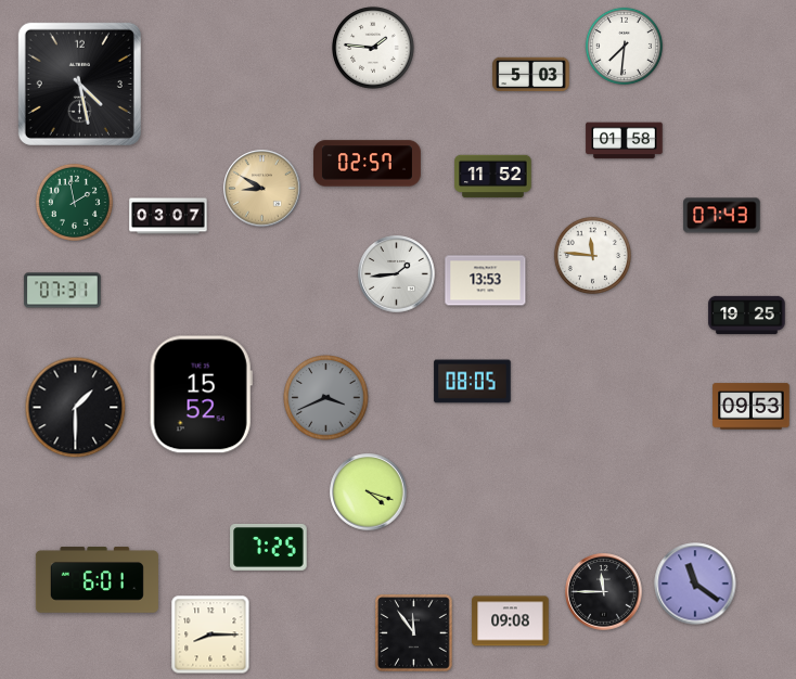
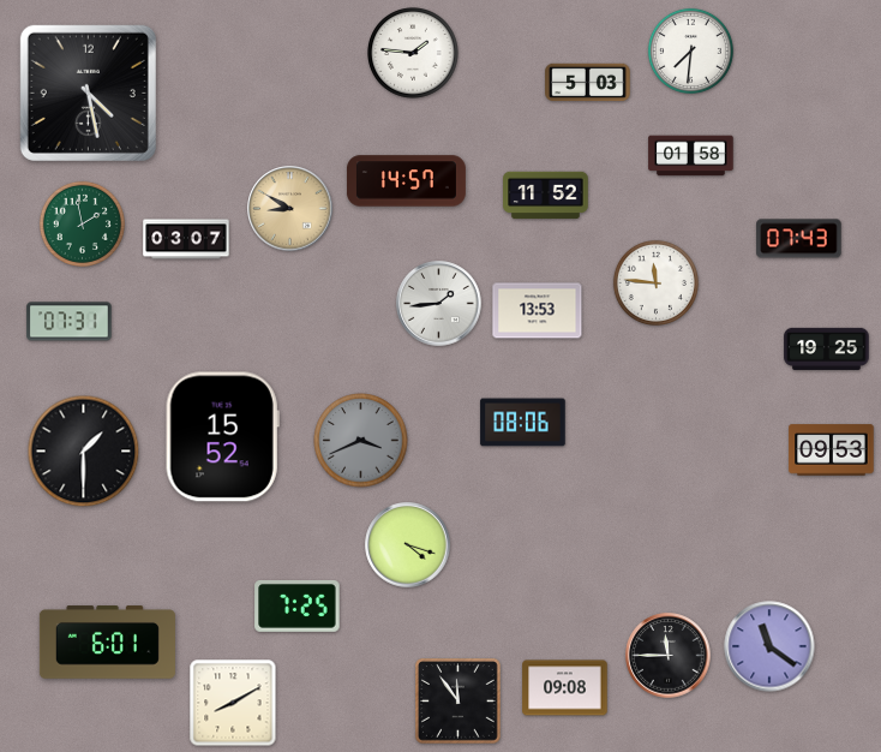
clock at (367, 164): 02:57 -> 14:57
clock at (473, 382): 08:05 -> 08:06
clock at (210, 635): 8:15 -> 8:10
